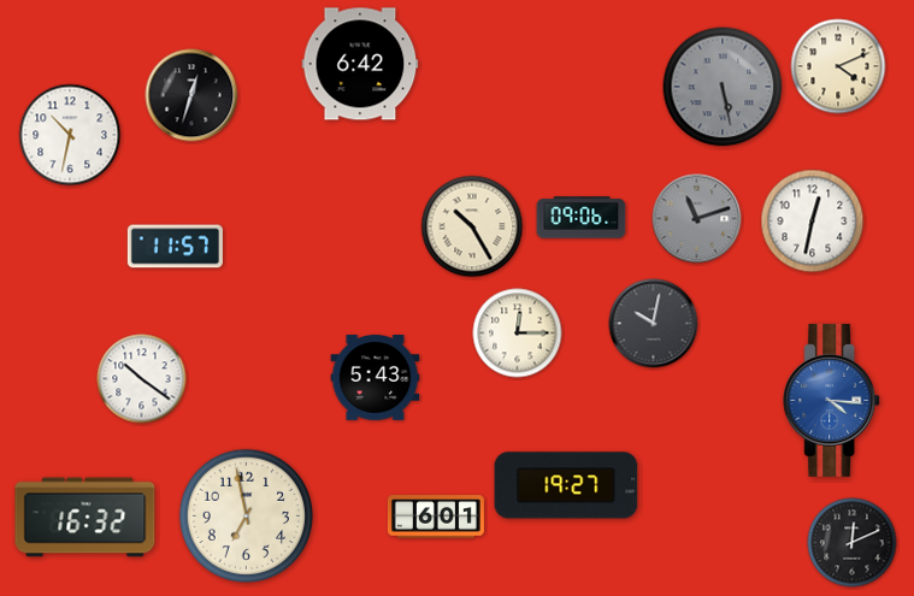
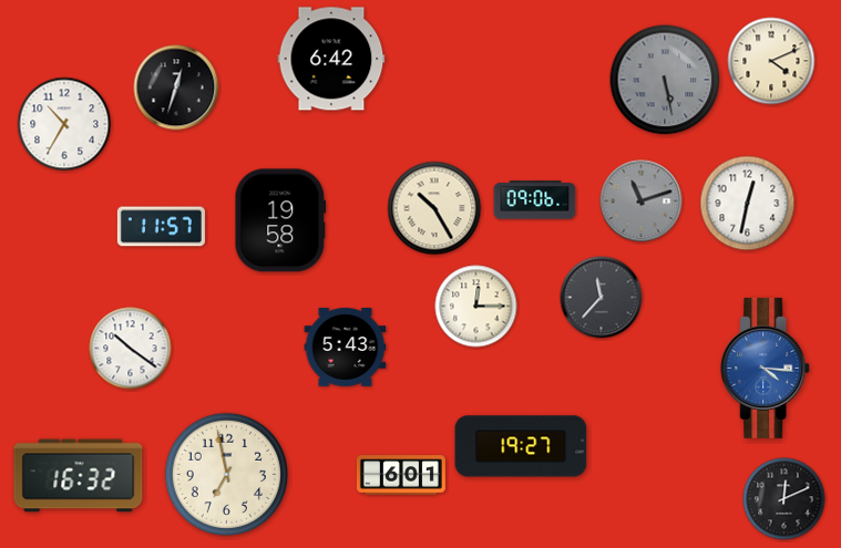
clock at (70, 135): 10:32 -> 10:35
clock at (280, 220): none -> 19:58
clock at (654, 324): 10:02 -> 11:37
